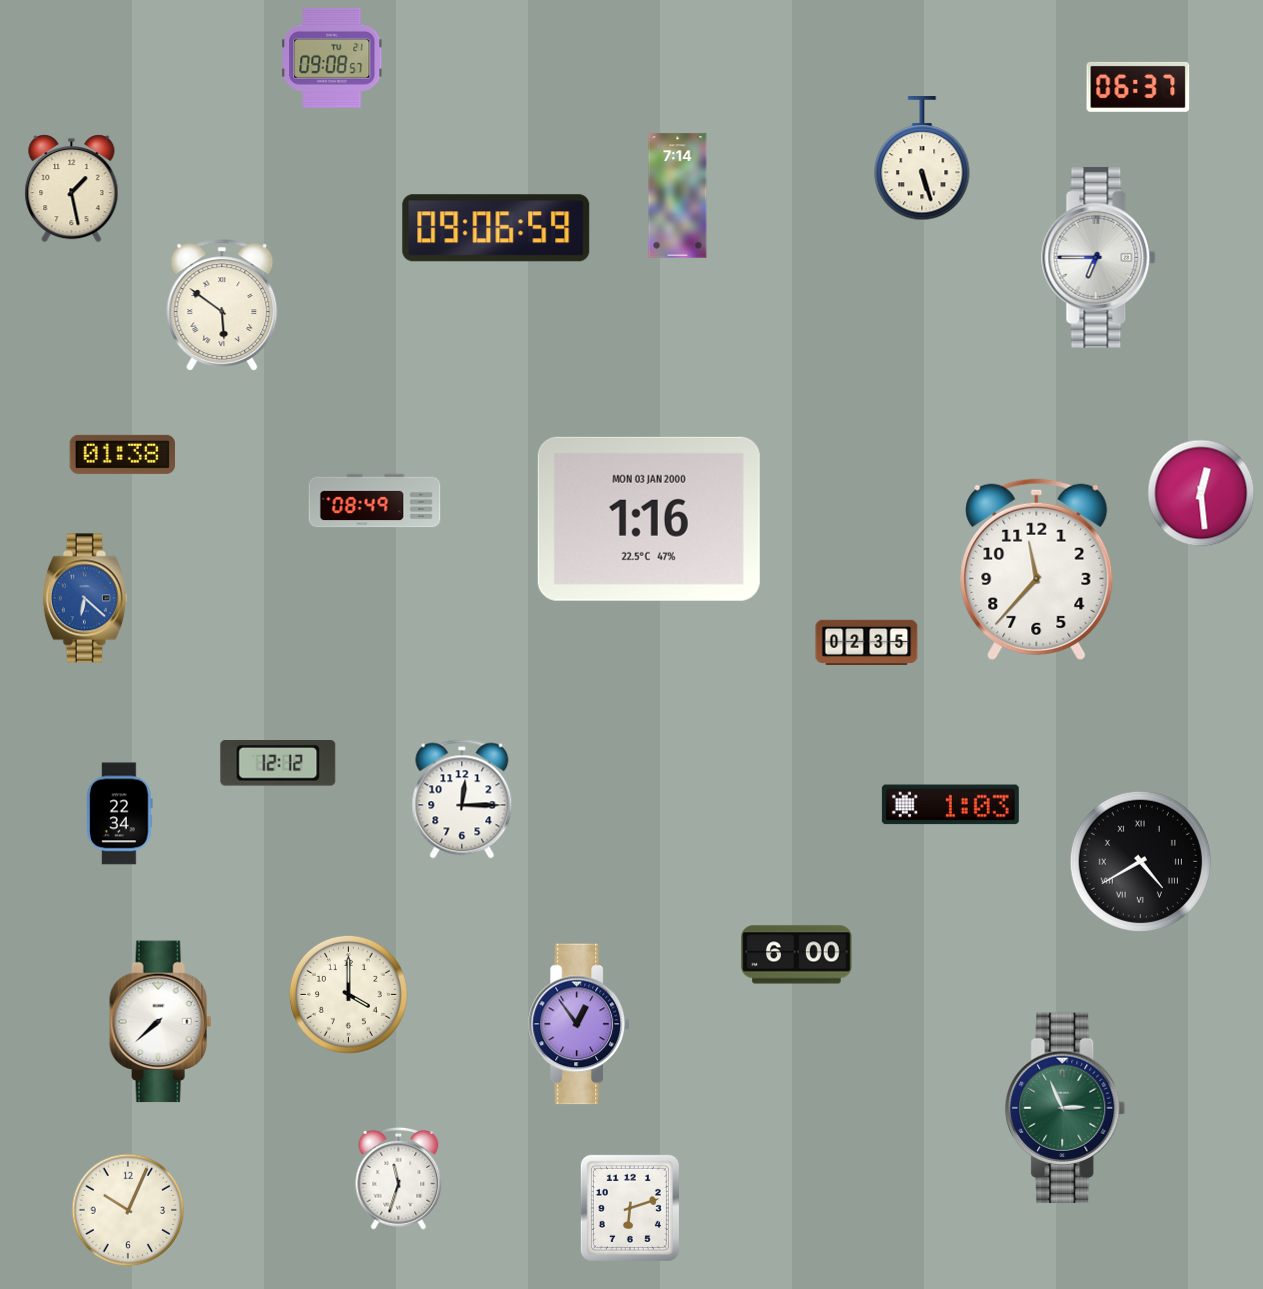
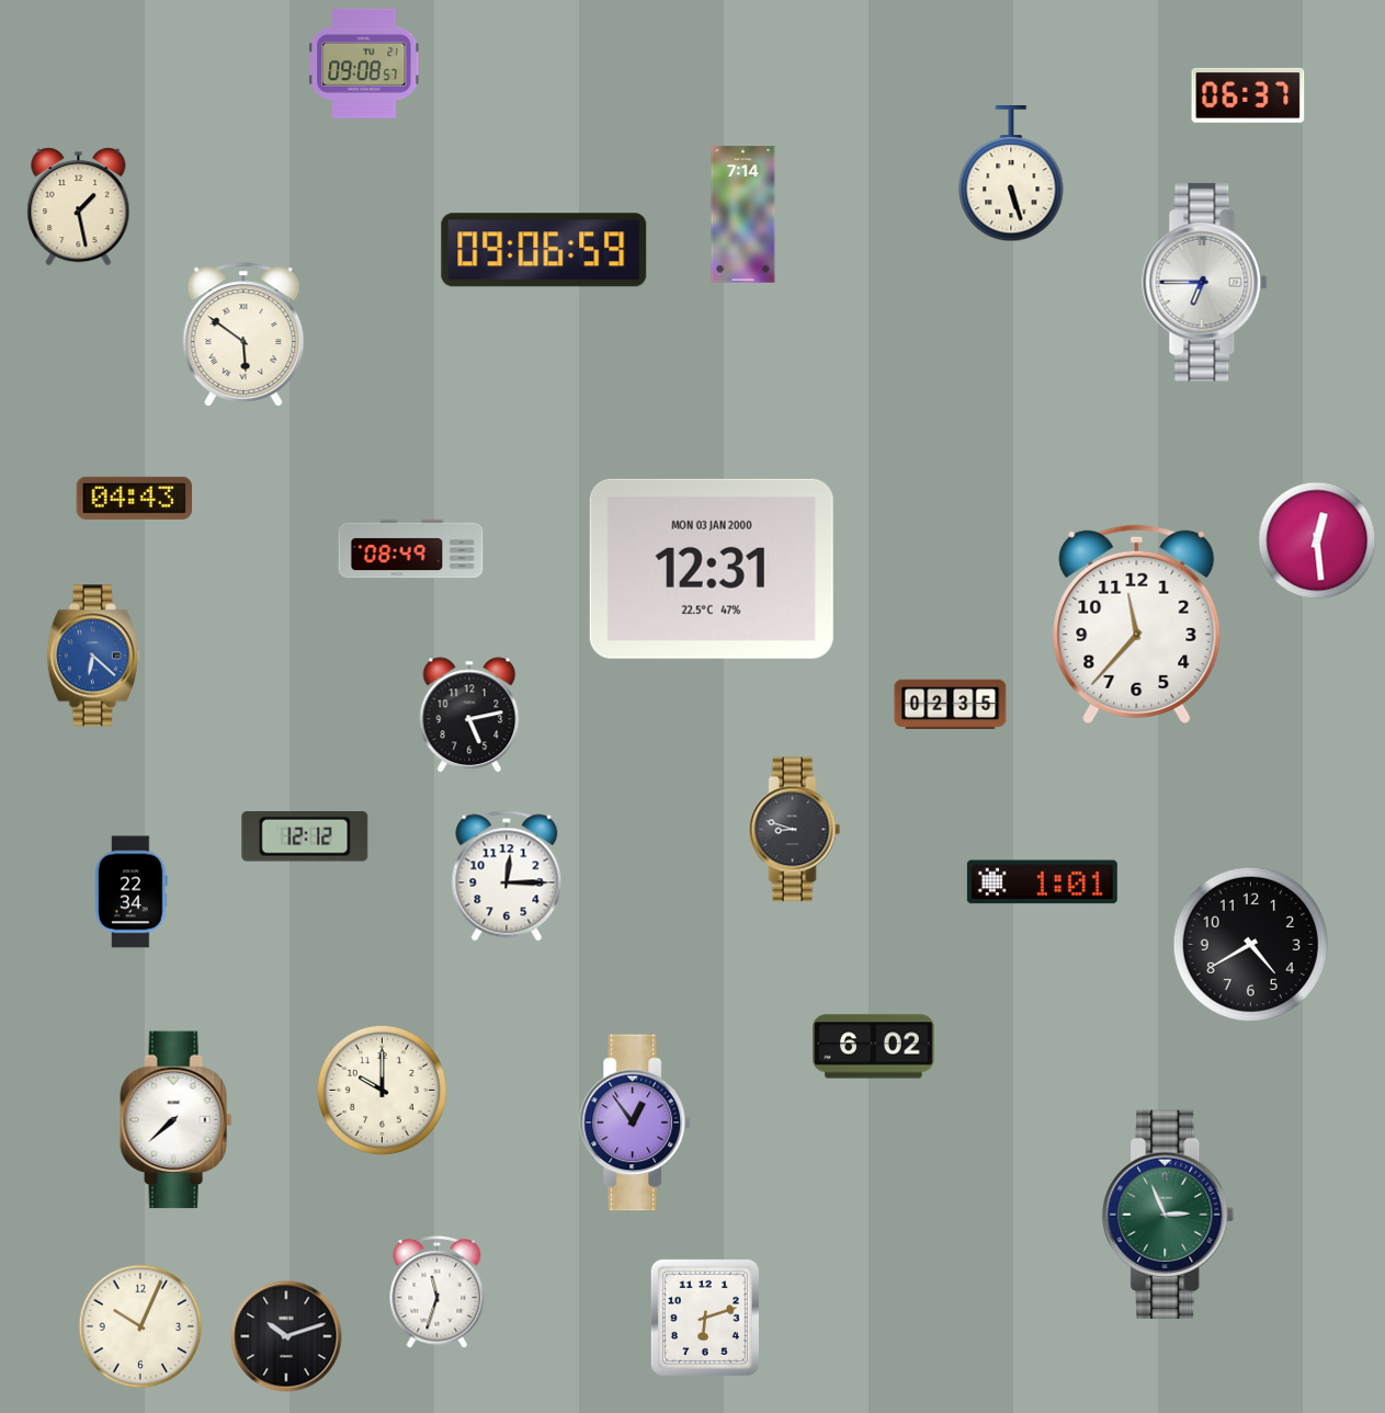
clock at (122, 454): 01:38 -> 04:43
clock at (649, 519): 1:16 -> 12:31
clock at (469, 715): none -> 5:13
clock at (795, 830): none -> 8:48
clock at (950, 805): 1:03 -> 1:01
clock at (1140, 861) numerals: Roman -> Arabic
clock at (797, 955): 6:00 -> 6:02
clock at (348, 994): 4:00 -> 10:00
clock at (630, 1208) position: (630, 1208) -> (705, 1318)
clock at (286, 1336): none -> 10:12
